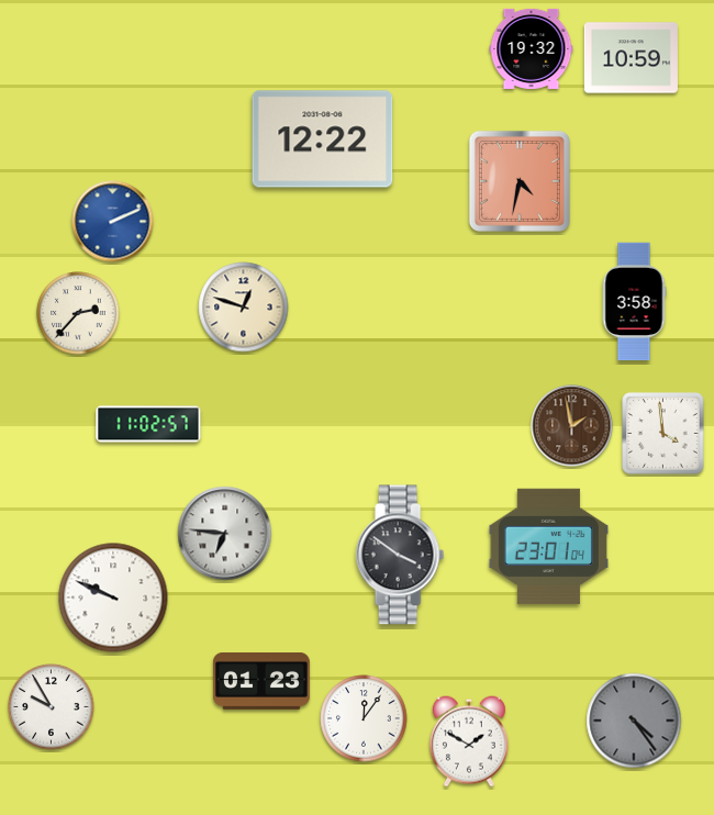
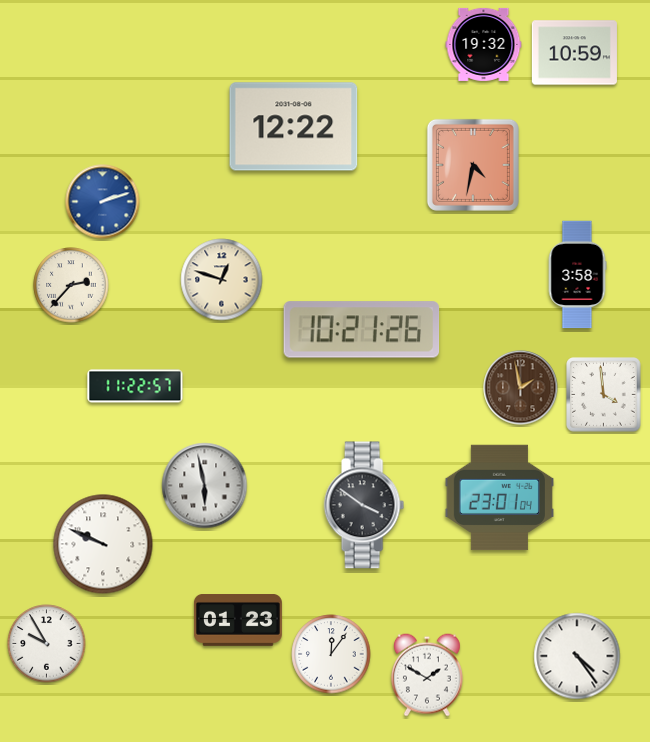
clock at (113, 222): 2:11 -> 2:12
clock at (362, 330): none -> 10:21
clock at (148, 424): 11:02 -> 11:22
clock at (225, 534): 6:46 -> 5:58
clock at (634, 721) dial: grey -> white
